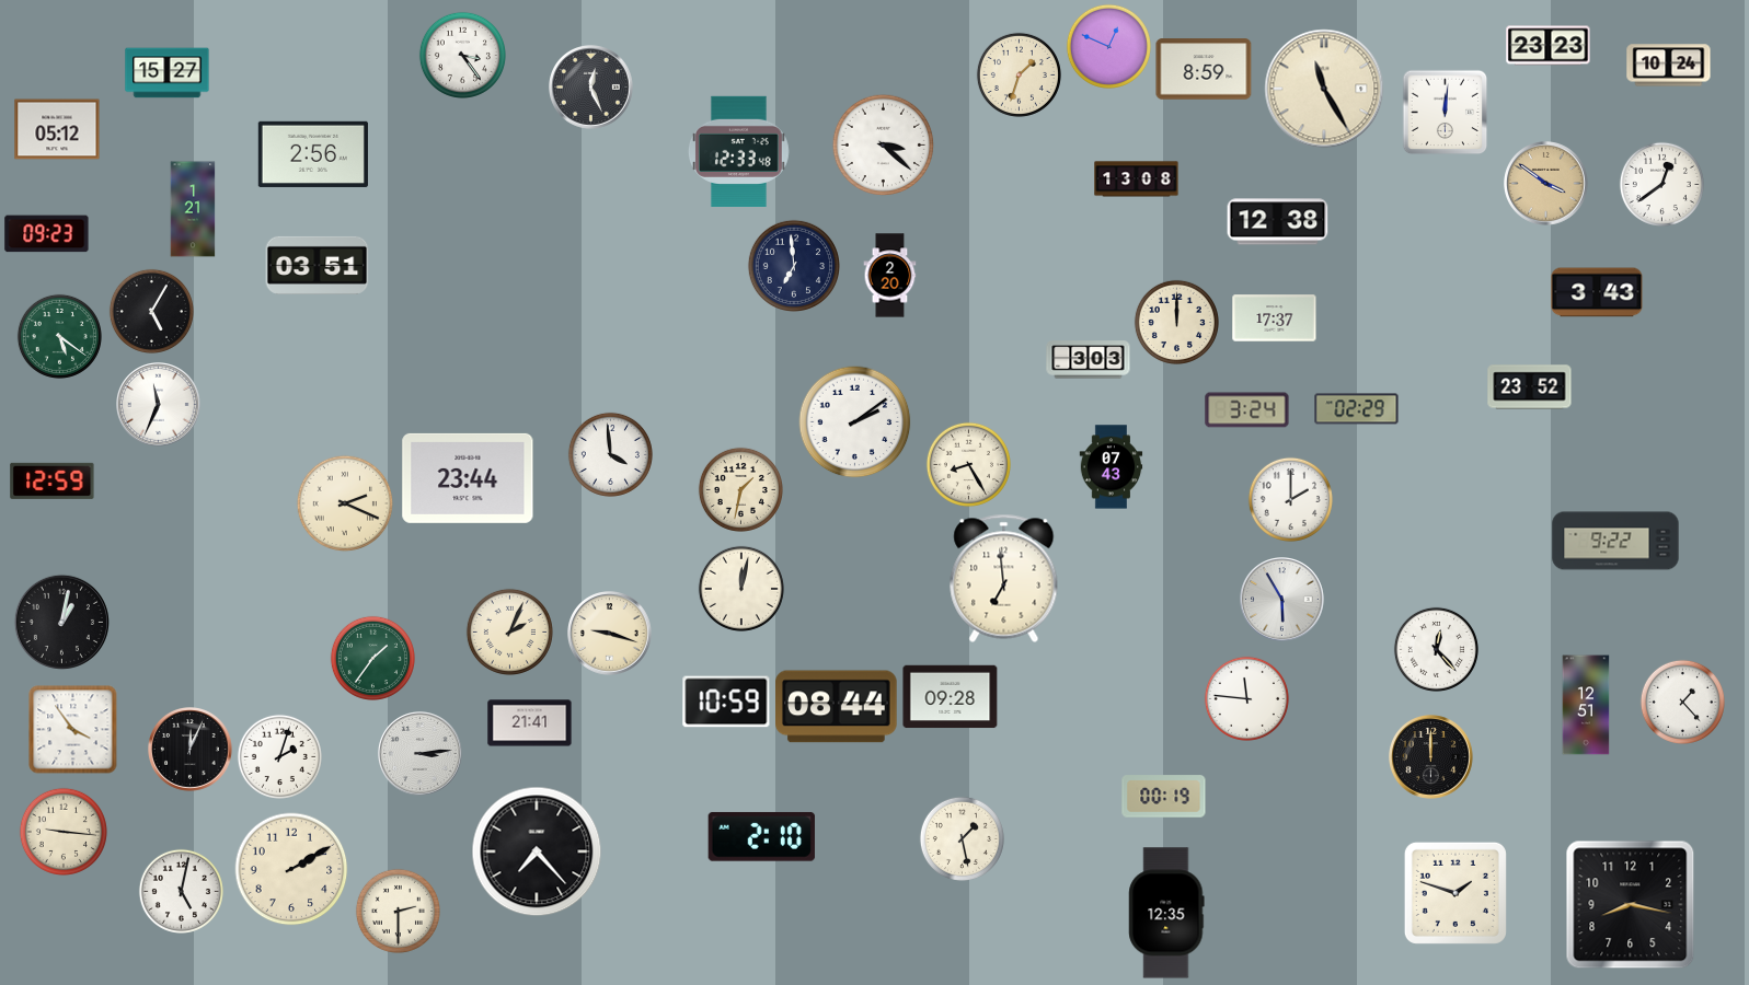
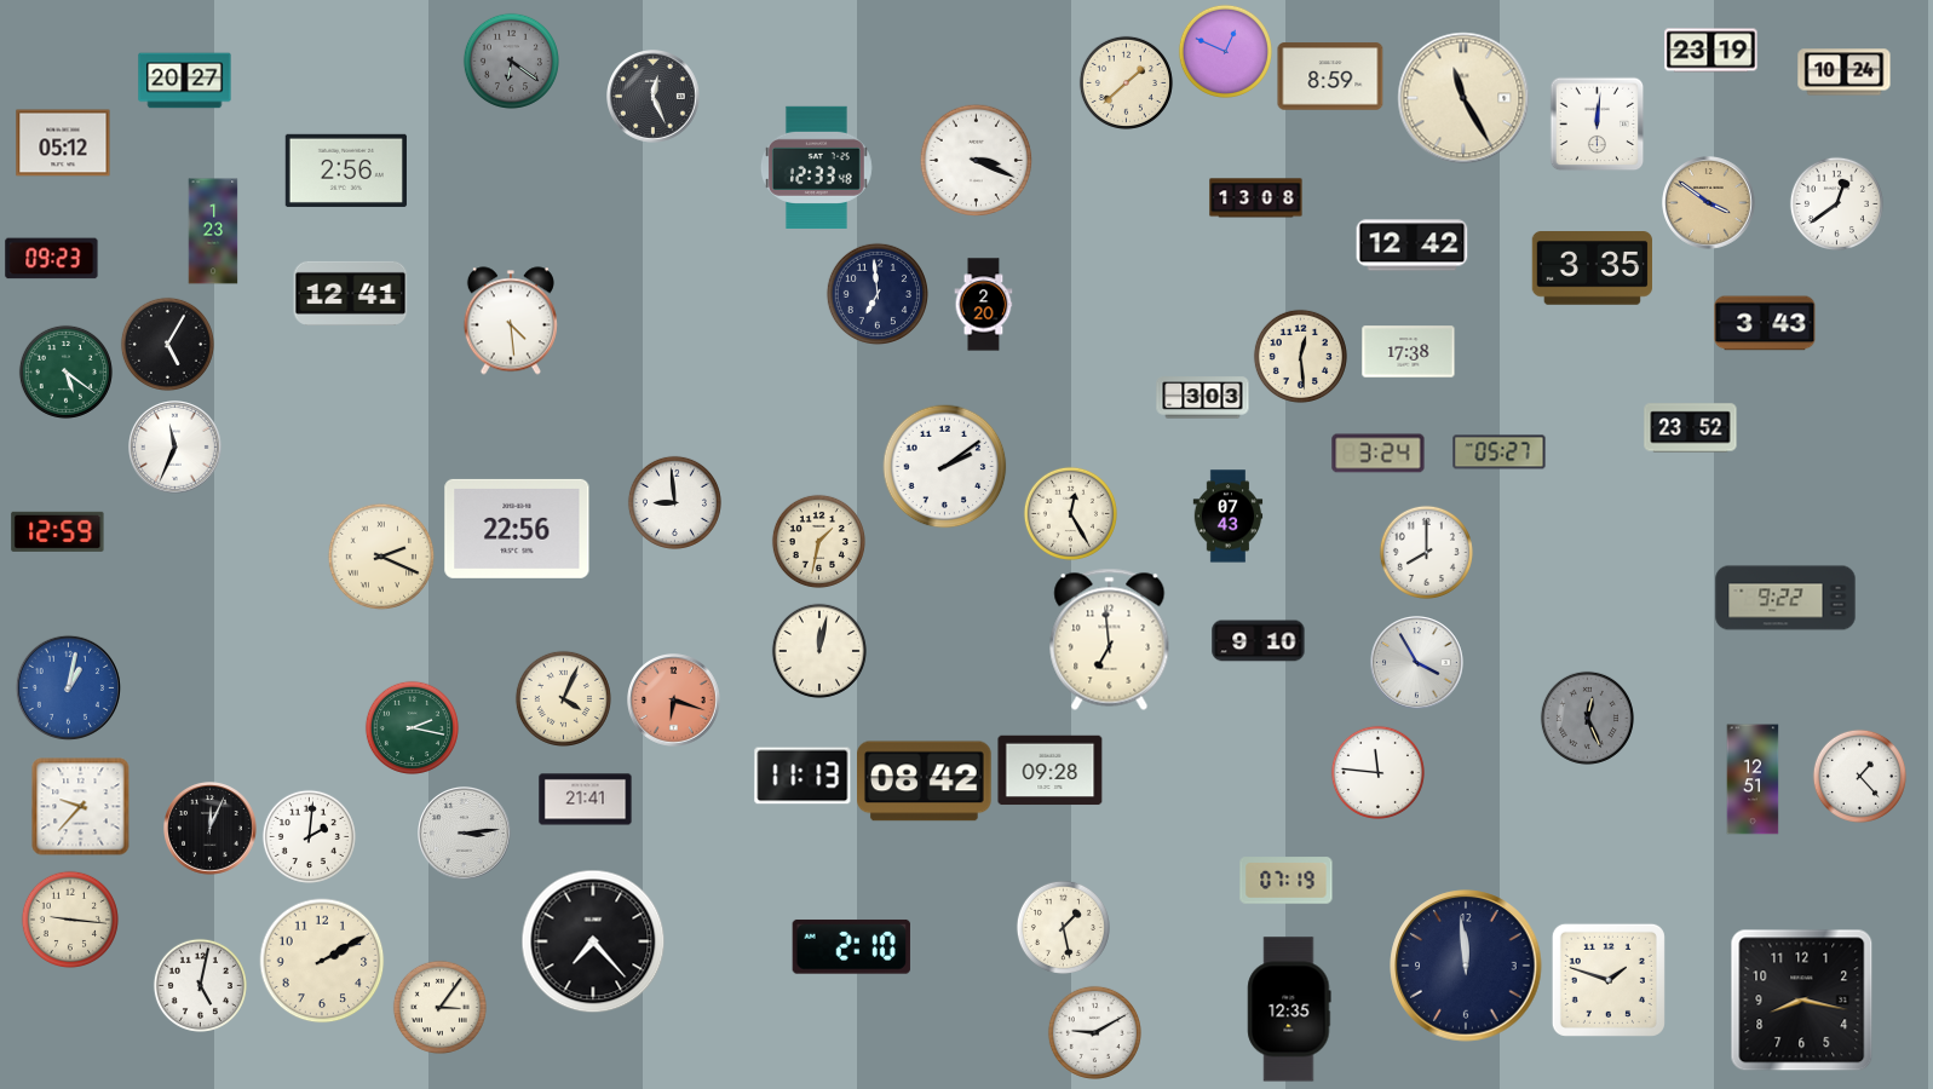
clock at (1549, 46): 23:23 -> 23:19
clock at (462, 55): 3:24 -> 6:21
clock at (462, 55) dial: white -> grey
clock at (168, 73): 15:27 -> 20:27
clock at (1019, 74): 1:33 -> 1:38
clock at (883, 144): 3:22 -> 3:19
clock at (193, 209): 1:21 -> 1:23
clock at (1278, 222): 12:38 -> 12:42
clock at (1592, 269): none -> 3:35
clock at (318, 265): 03:51 -> 12:41
clock at (511, 321): none -> 4:29
clock at (1275, 318): 17:37 -> 17:38
clock at (1176, 322): 12:00 -> 12:29
clock at (1357, 409): 02:29 -> 05:27
clock at (610, 454): 3:59 -> 8:59
clock at (968, 464): 8:25 -> 12:25
clock at (468, 478): 23:44 -> 22:56
clock at (1290, 499): 2:00 -> 8:00
clock at (1259, 641): none -> 9:10
clock at (1282, 600): 5:55 -> 3:55
clock at (61, 622) dial: black -> blue
clock at (509, 631): 2:04 -> 4:04
clock at (610, 634): 9:18 -> 6:18
clock at (610, 634) dial: cream -> salmon
clock at (1436, 649): 12:23 -> 12:26
clock at (1436, 649) dial: white -> grey
clock at (372, 658): 1:36 -> 2:17
clock at (726, 702): 10:59 -> 11:13
clock at (837, 707): 08:44 -> 08:42
clock at (73, 730): 3:54 -> 9:37
clock at (279, 756): 2:03 -> 2:01
clock at (1431, 757): 12:00 -> none
clock at (1164, 797): 00:19 -> 07:19
clock at (761, 836) position: (761, 836) -> (851, 946)
clock at (1466, 966): none -> 11:59
clock at (1455, 893) position: (1455, 893) -> (1609, 980)
clock at (398, 911): 2:30 -> 3:06
clock at (1094, 1032): none -> 9:10
